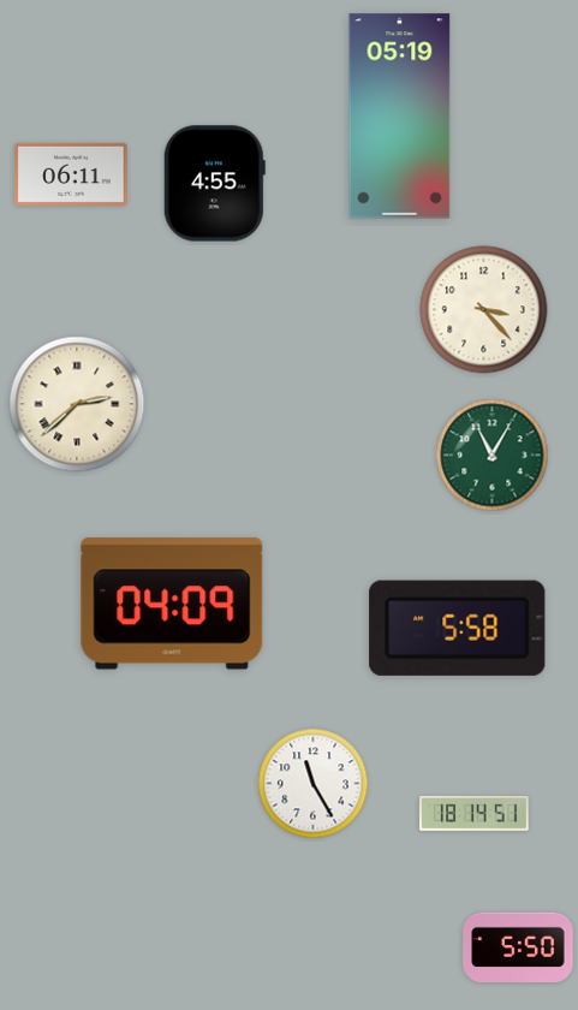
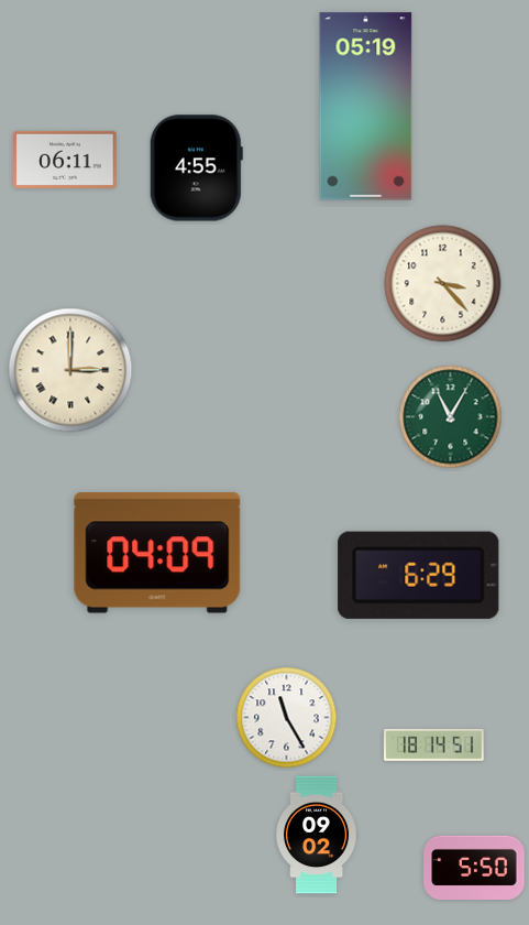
clock at (77, 404): 2:38 -> 3:00
clock at (458, 628): 5:58 -> 6:29
clock at (318, 835): none -> 09:02
